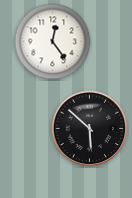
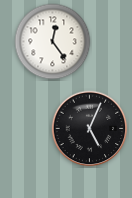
clock at (90, 129): 5:52 -> 5:04
